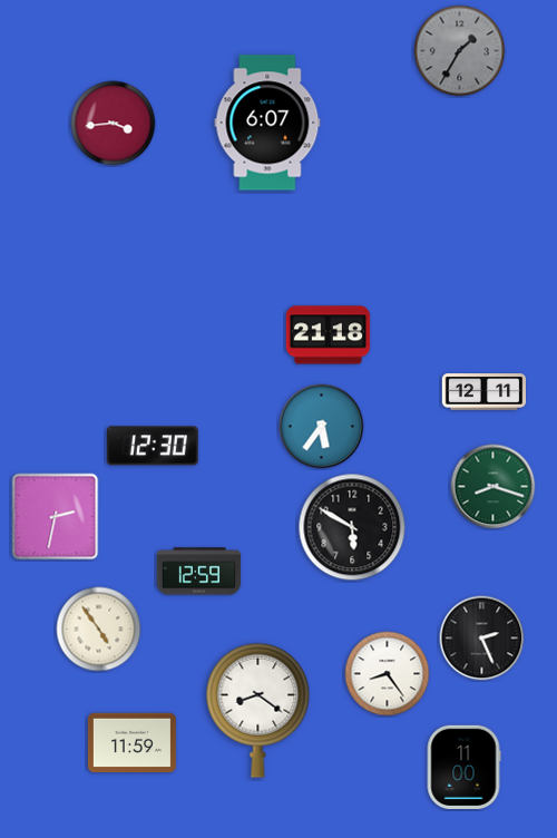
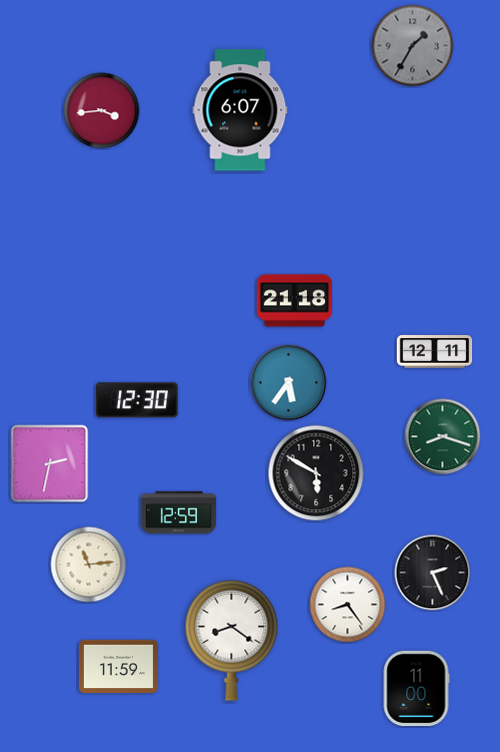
clock at (99, 630): 4:54 -> 11:14
clock at (258, 710) position: (258, 710) -> (232, 640)
